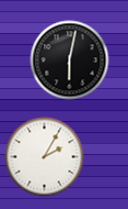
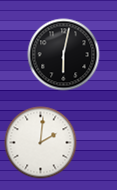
clock at (45, 157): 2:05 -> 2:01
